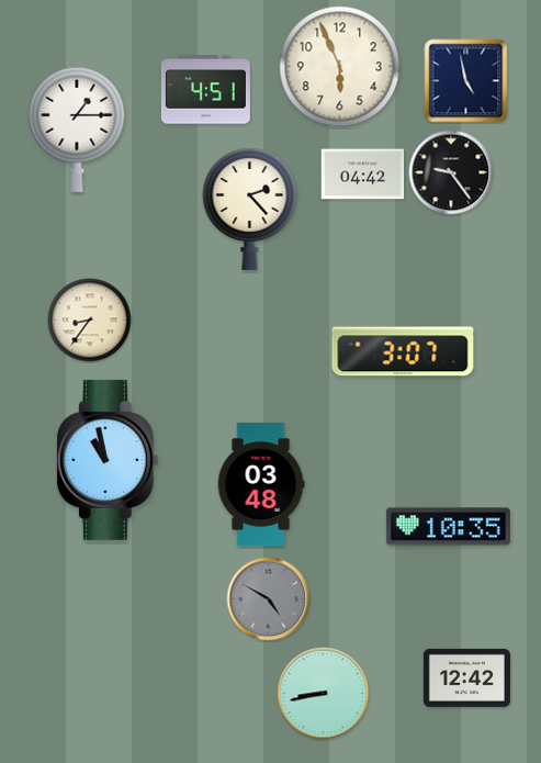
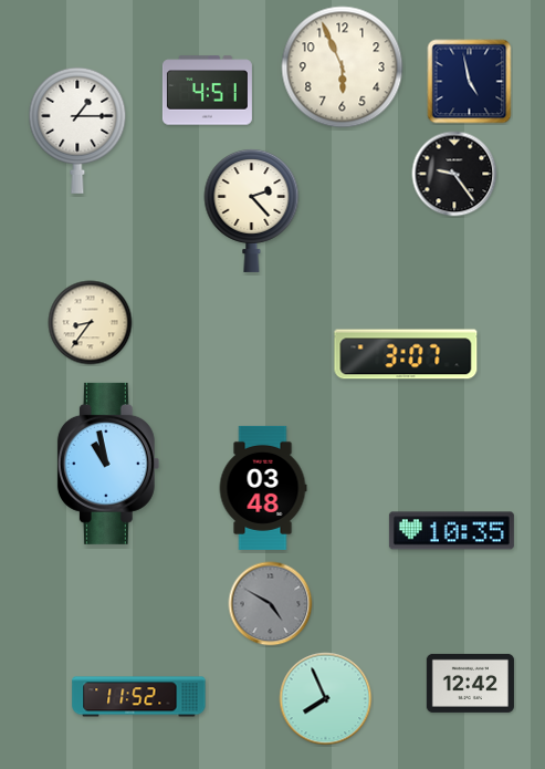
clock at (363, 175): 04:42 -> none
clock at (139, 697): none -> 11:52
clock at (324, 694): 8:43 -> 7:56
